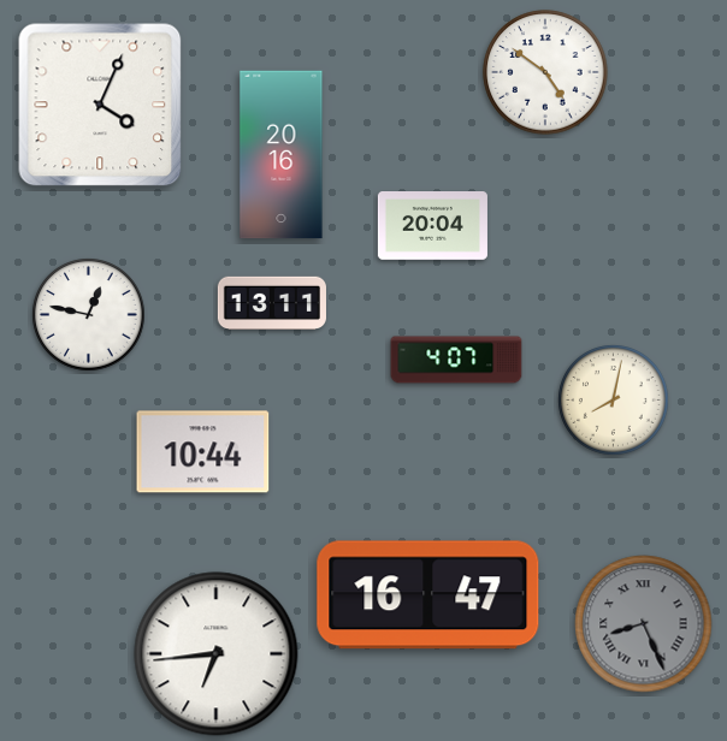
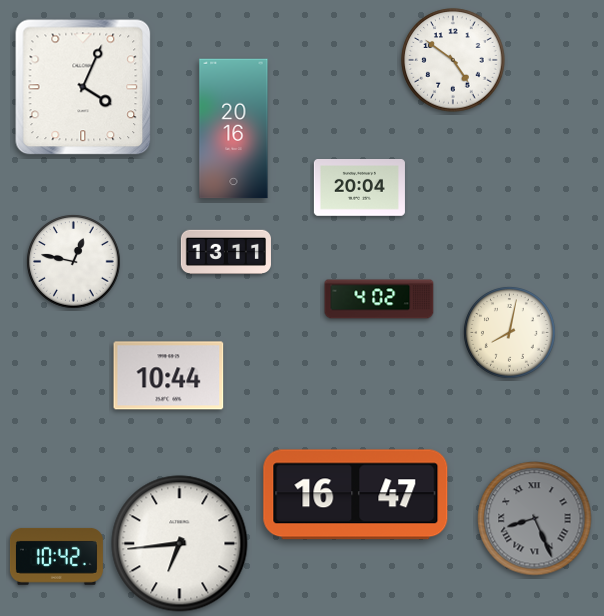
clock at (456, 360): 4:07 -> 4:02
clock at (56, 556): none -> 10:42
